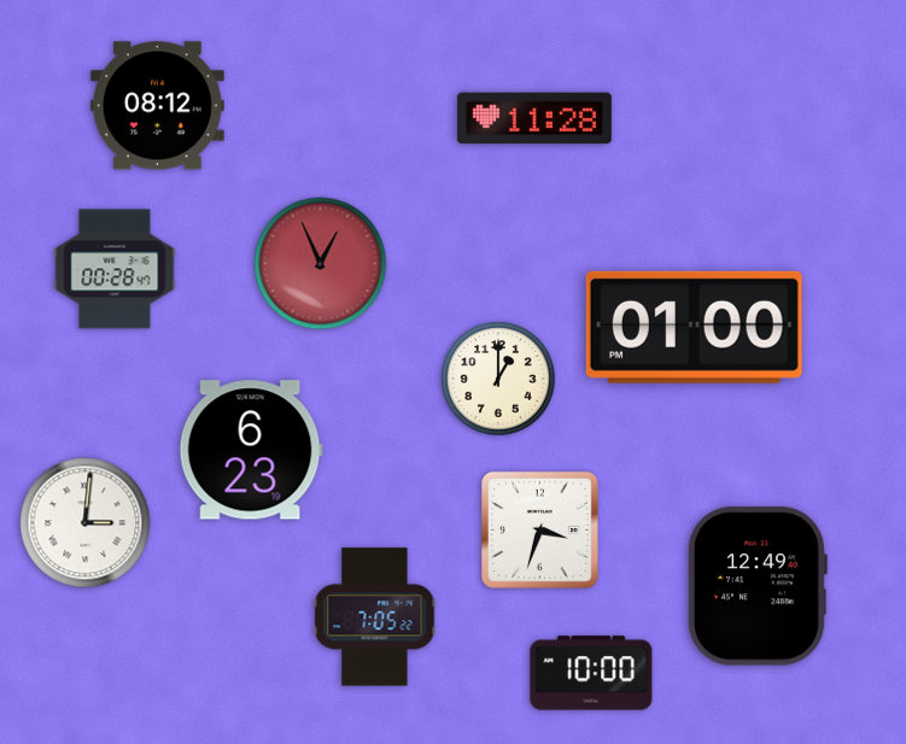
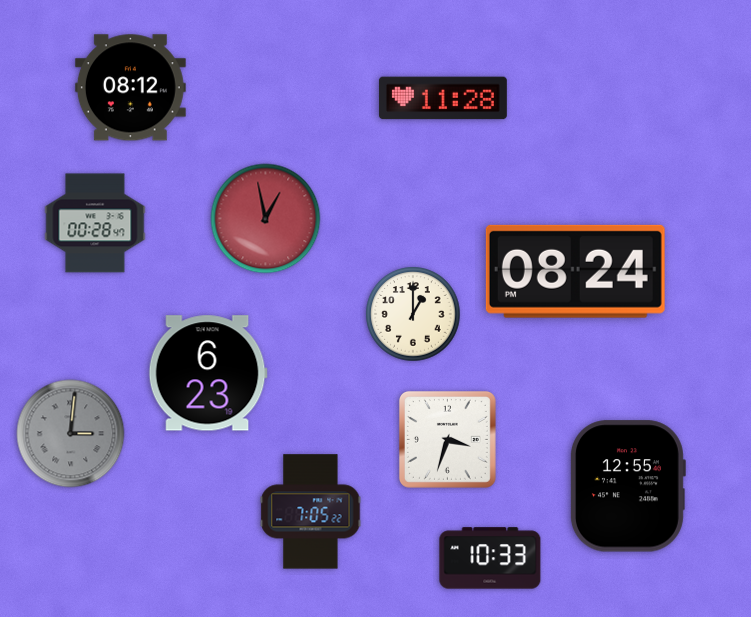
clock at (321, 264): 12:56 -> 12:58
clock at (694, 327): 01:00 -> 08:24
clock at (86, 523) dial: white -> grey
clock at (756, 586): 12:49 -> 12:55
clock at (591, 673): 10:00 -> 10:33
